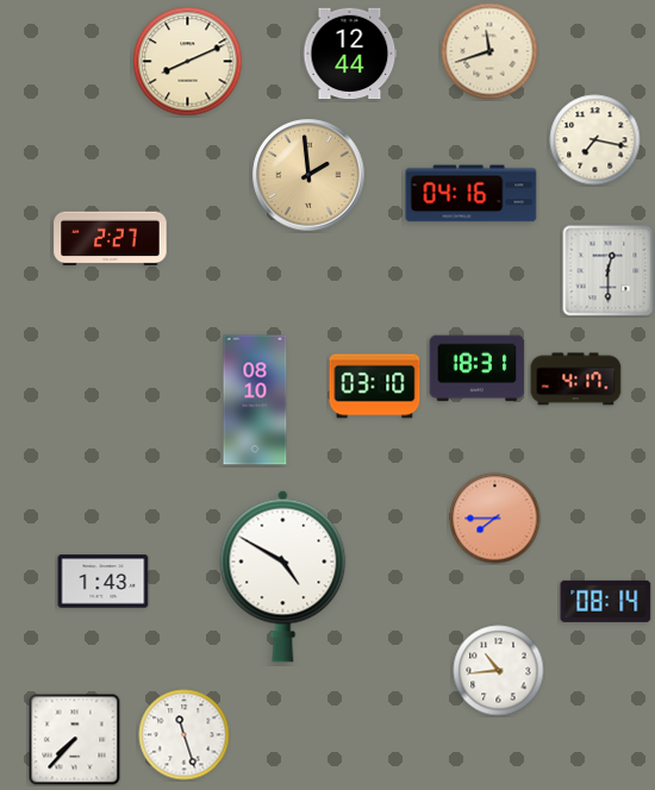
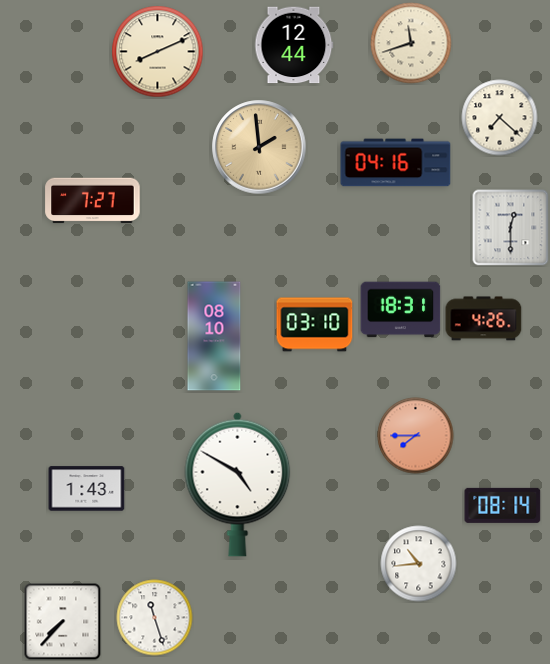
clock at (595, 140): 7:17 -> 7:22
clock at (111, 239): 2:27 -> 7:27
clock at (576, 380): 4:17 -> 4:26
clock at (606, 601) position: (606, 601) -> (503, 505)
